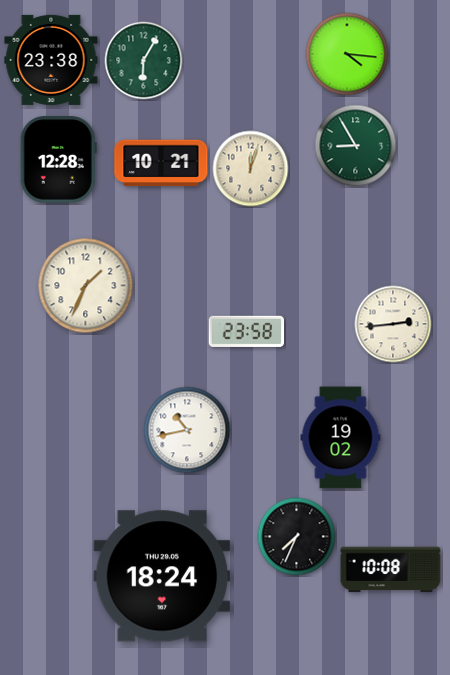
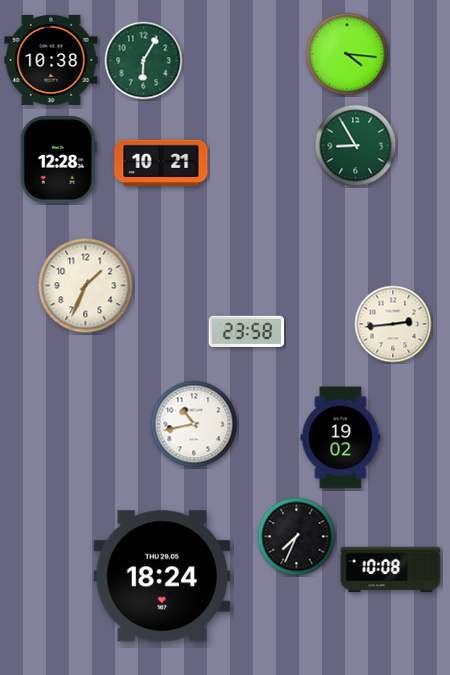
clock at (51, 60): 23:38 -> 10:38
clock at (251, 169): 12:03 -> none
clock at (187, 430) position: (187, 430) -> (194, 424)
